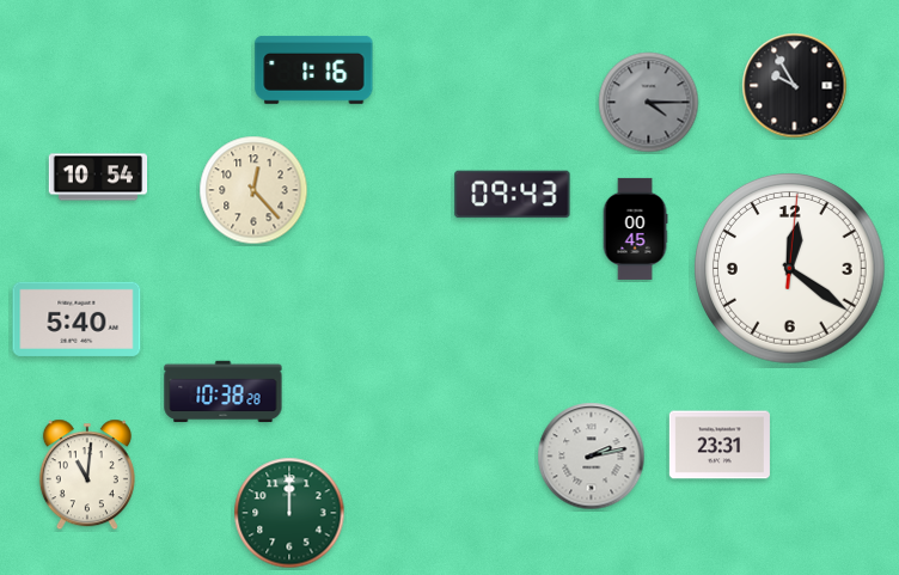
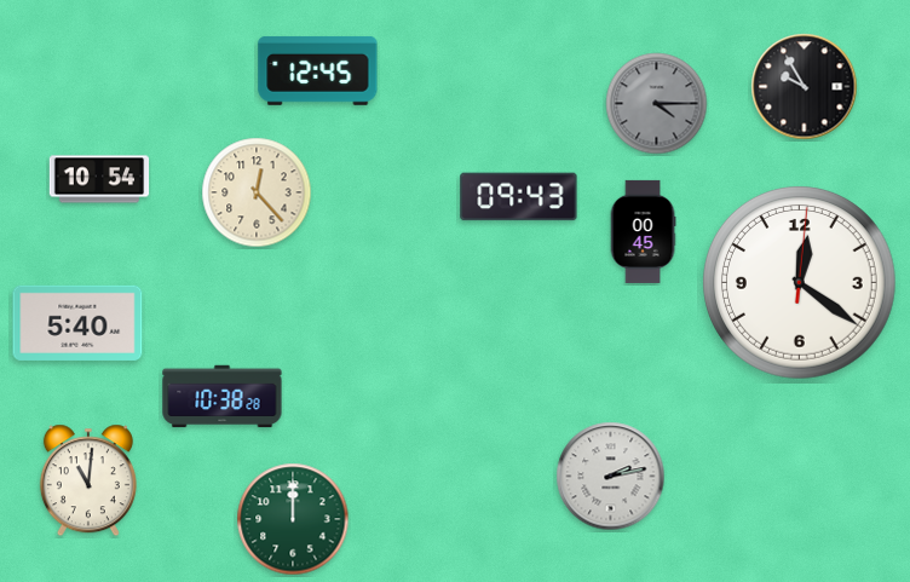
clock at (314, 69): 1:16 -> 12:45
clock at (790, 269) position: (790, 269) -> (800, 283)
clock at (224, 392) position: (224, 392) -> (223, 397)
clock at (720, 445): 23:31 -> none
clock at (592, 457) position: (592, 457) -> (611, 477)
